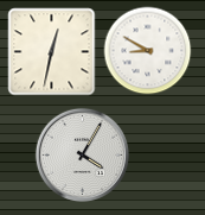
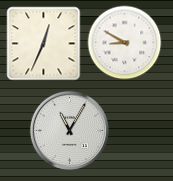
clock at (52, 52): 12:32 -> 12:34
clock at (82, 154): 4:05 -> 11:05
